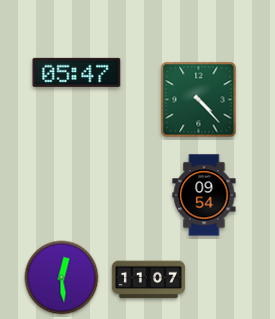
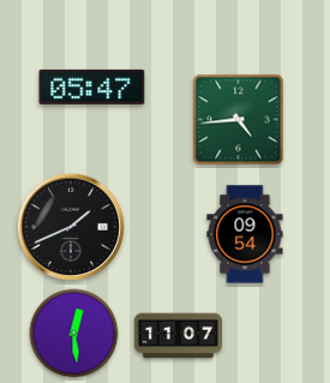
clock at (199, 100): 4:23 -> 4:44
clock at (71, 227): none -> 1:41
